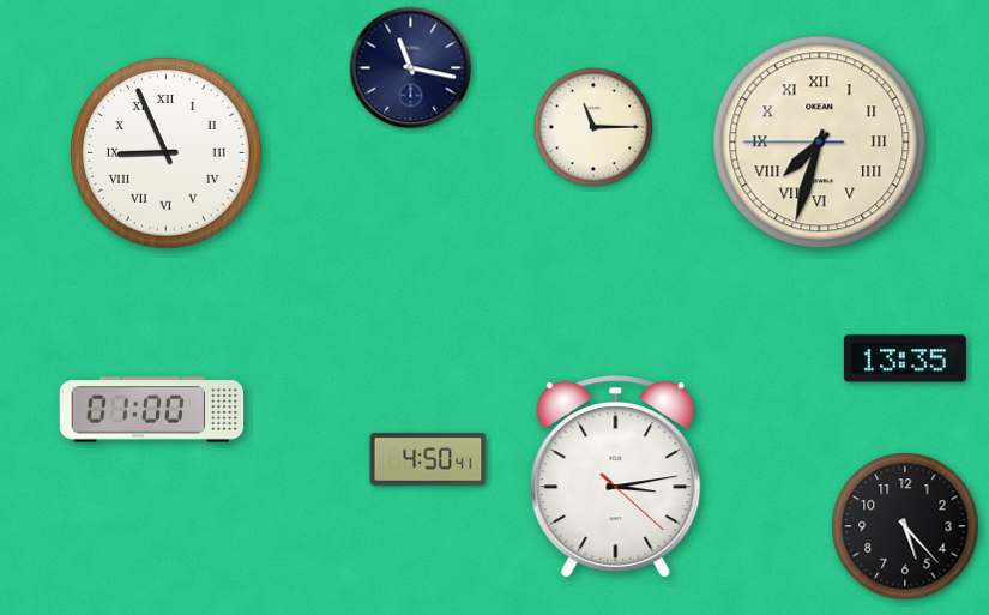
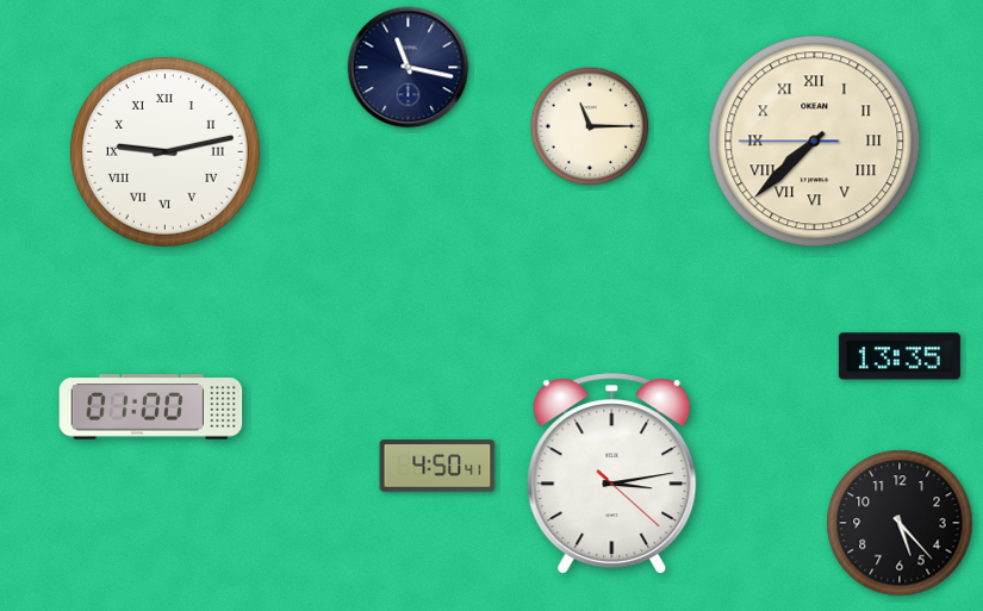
clock at (820, 143): 7:32 -> 7:37
clock at (165, 152): 8:56 -> 9:13
clock at (428, 459) position: (428, 459) -> (437, 466)
